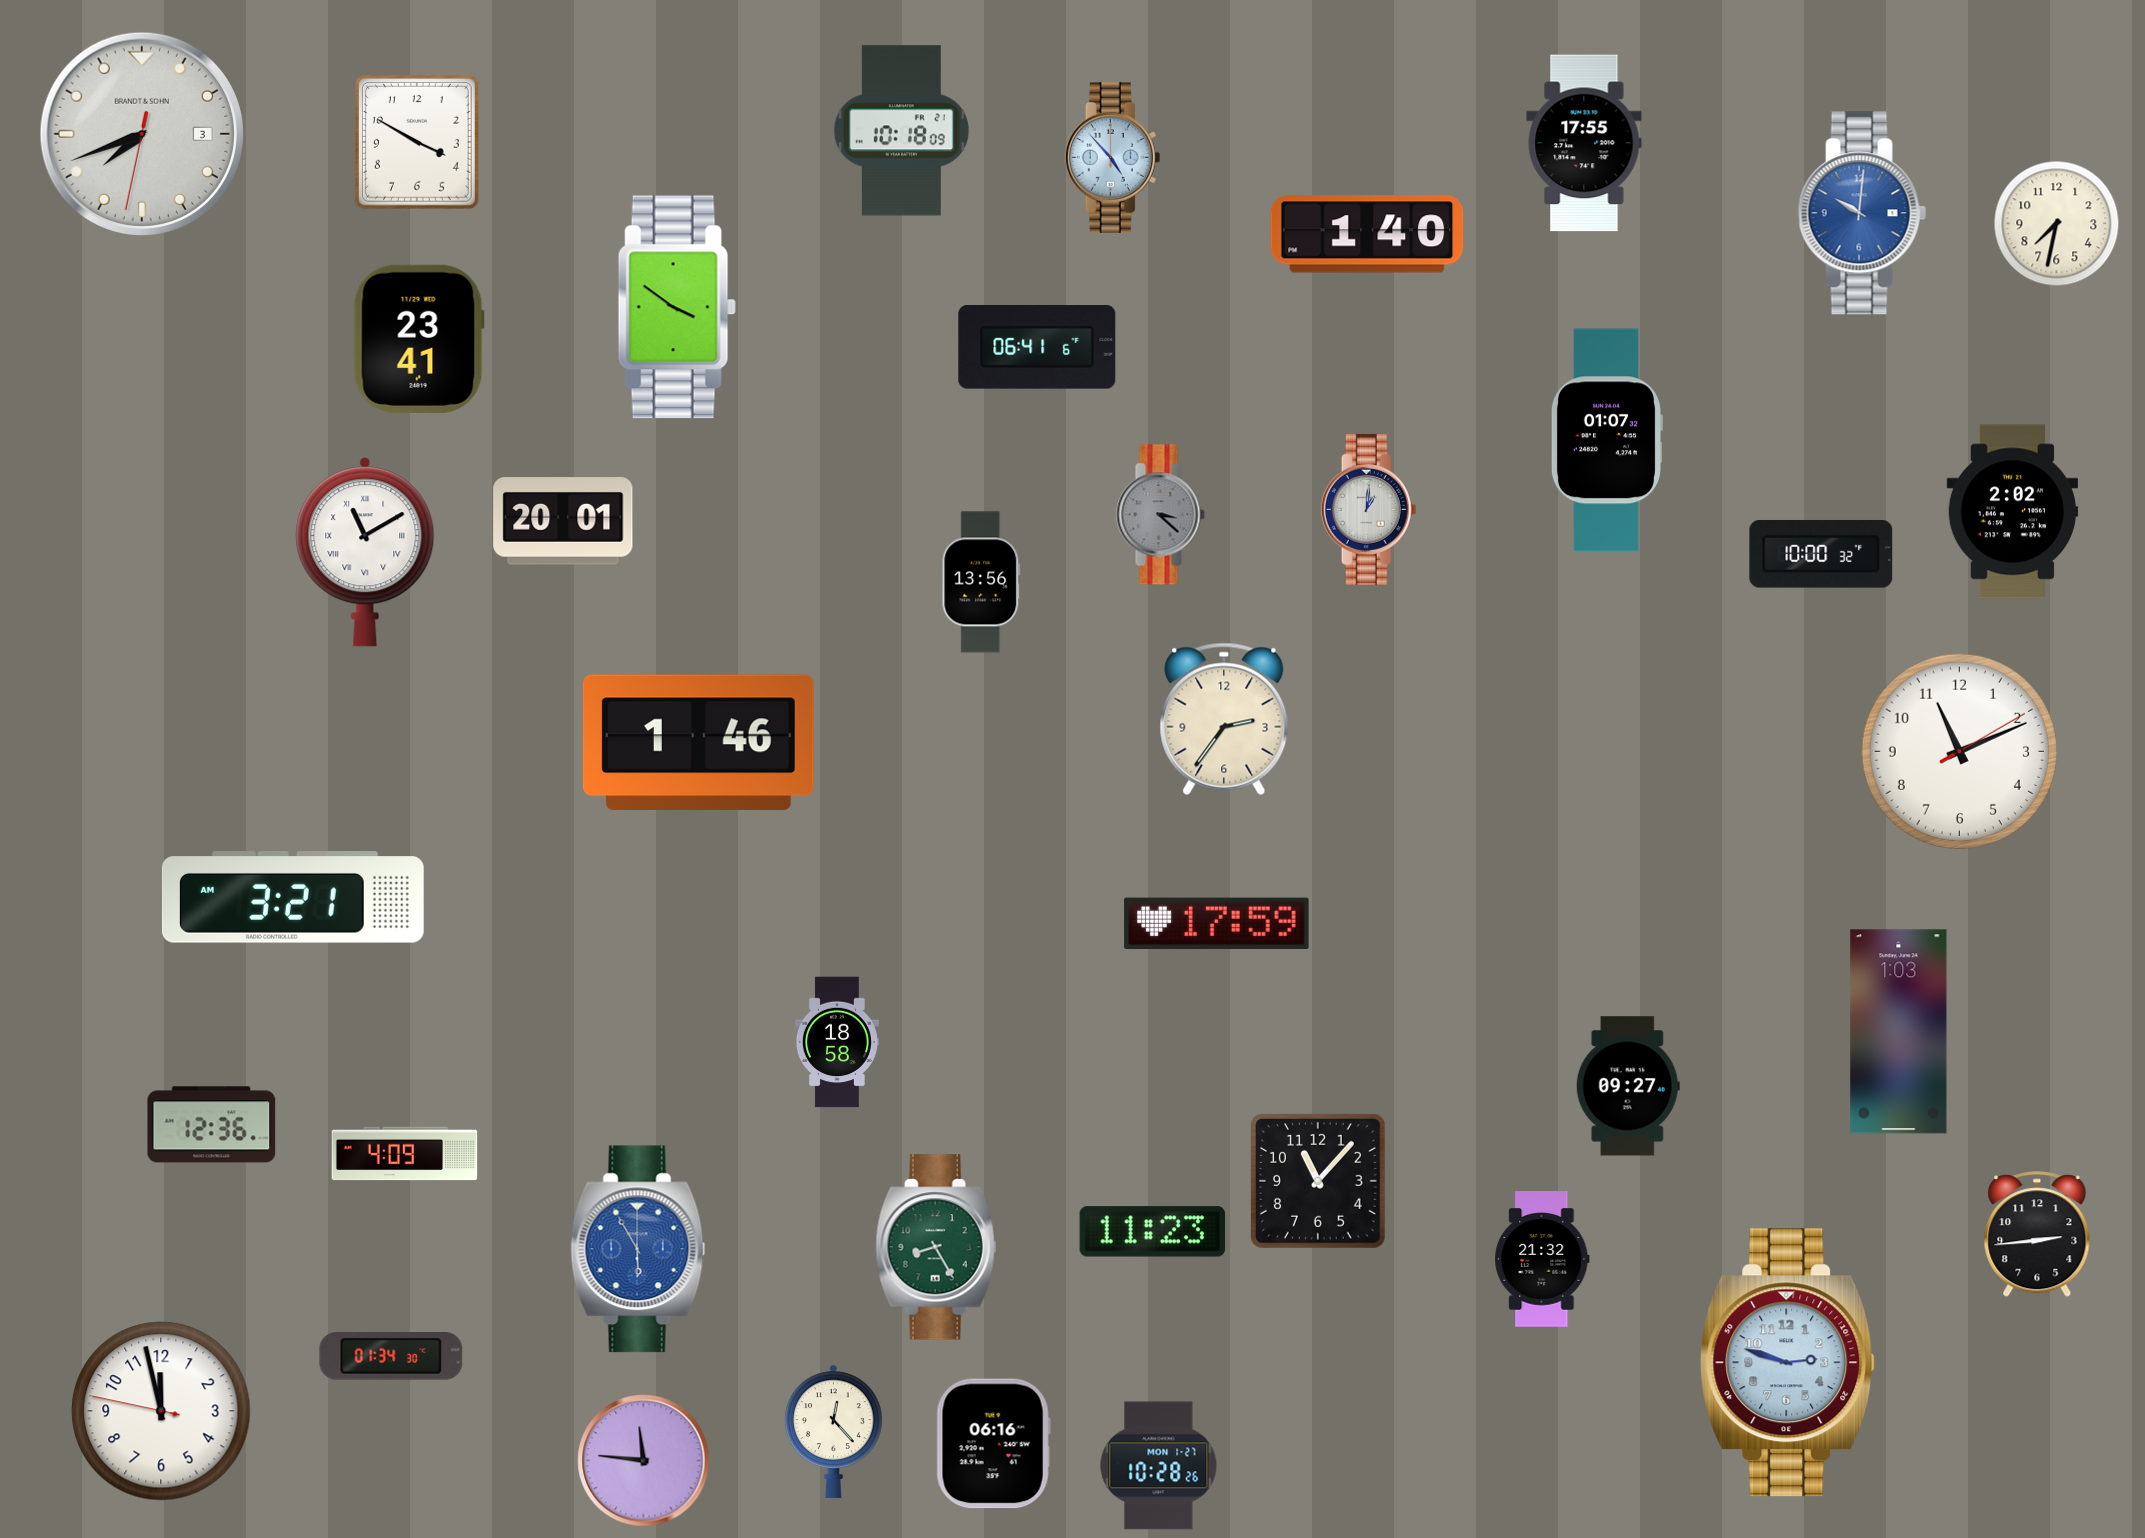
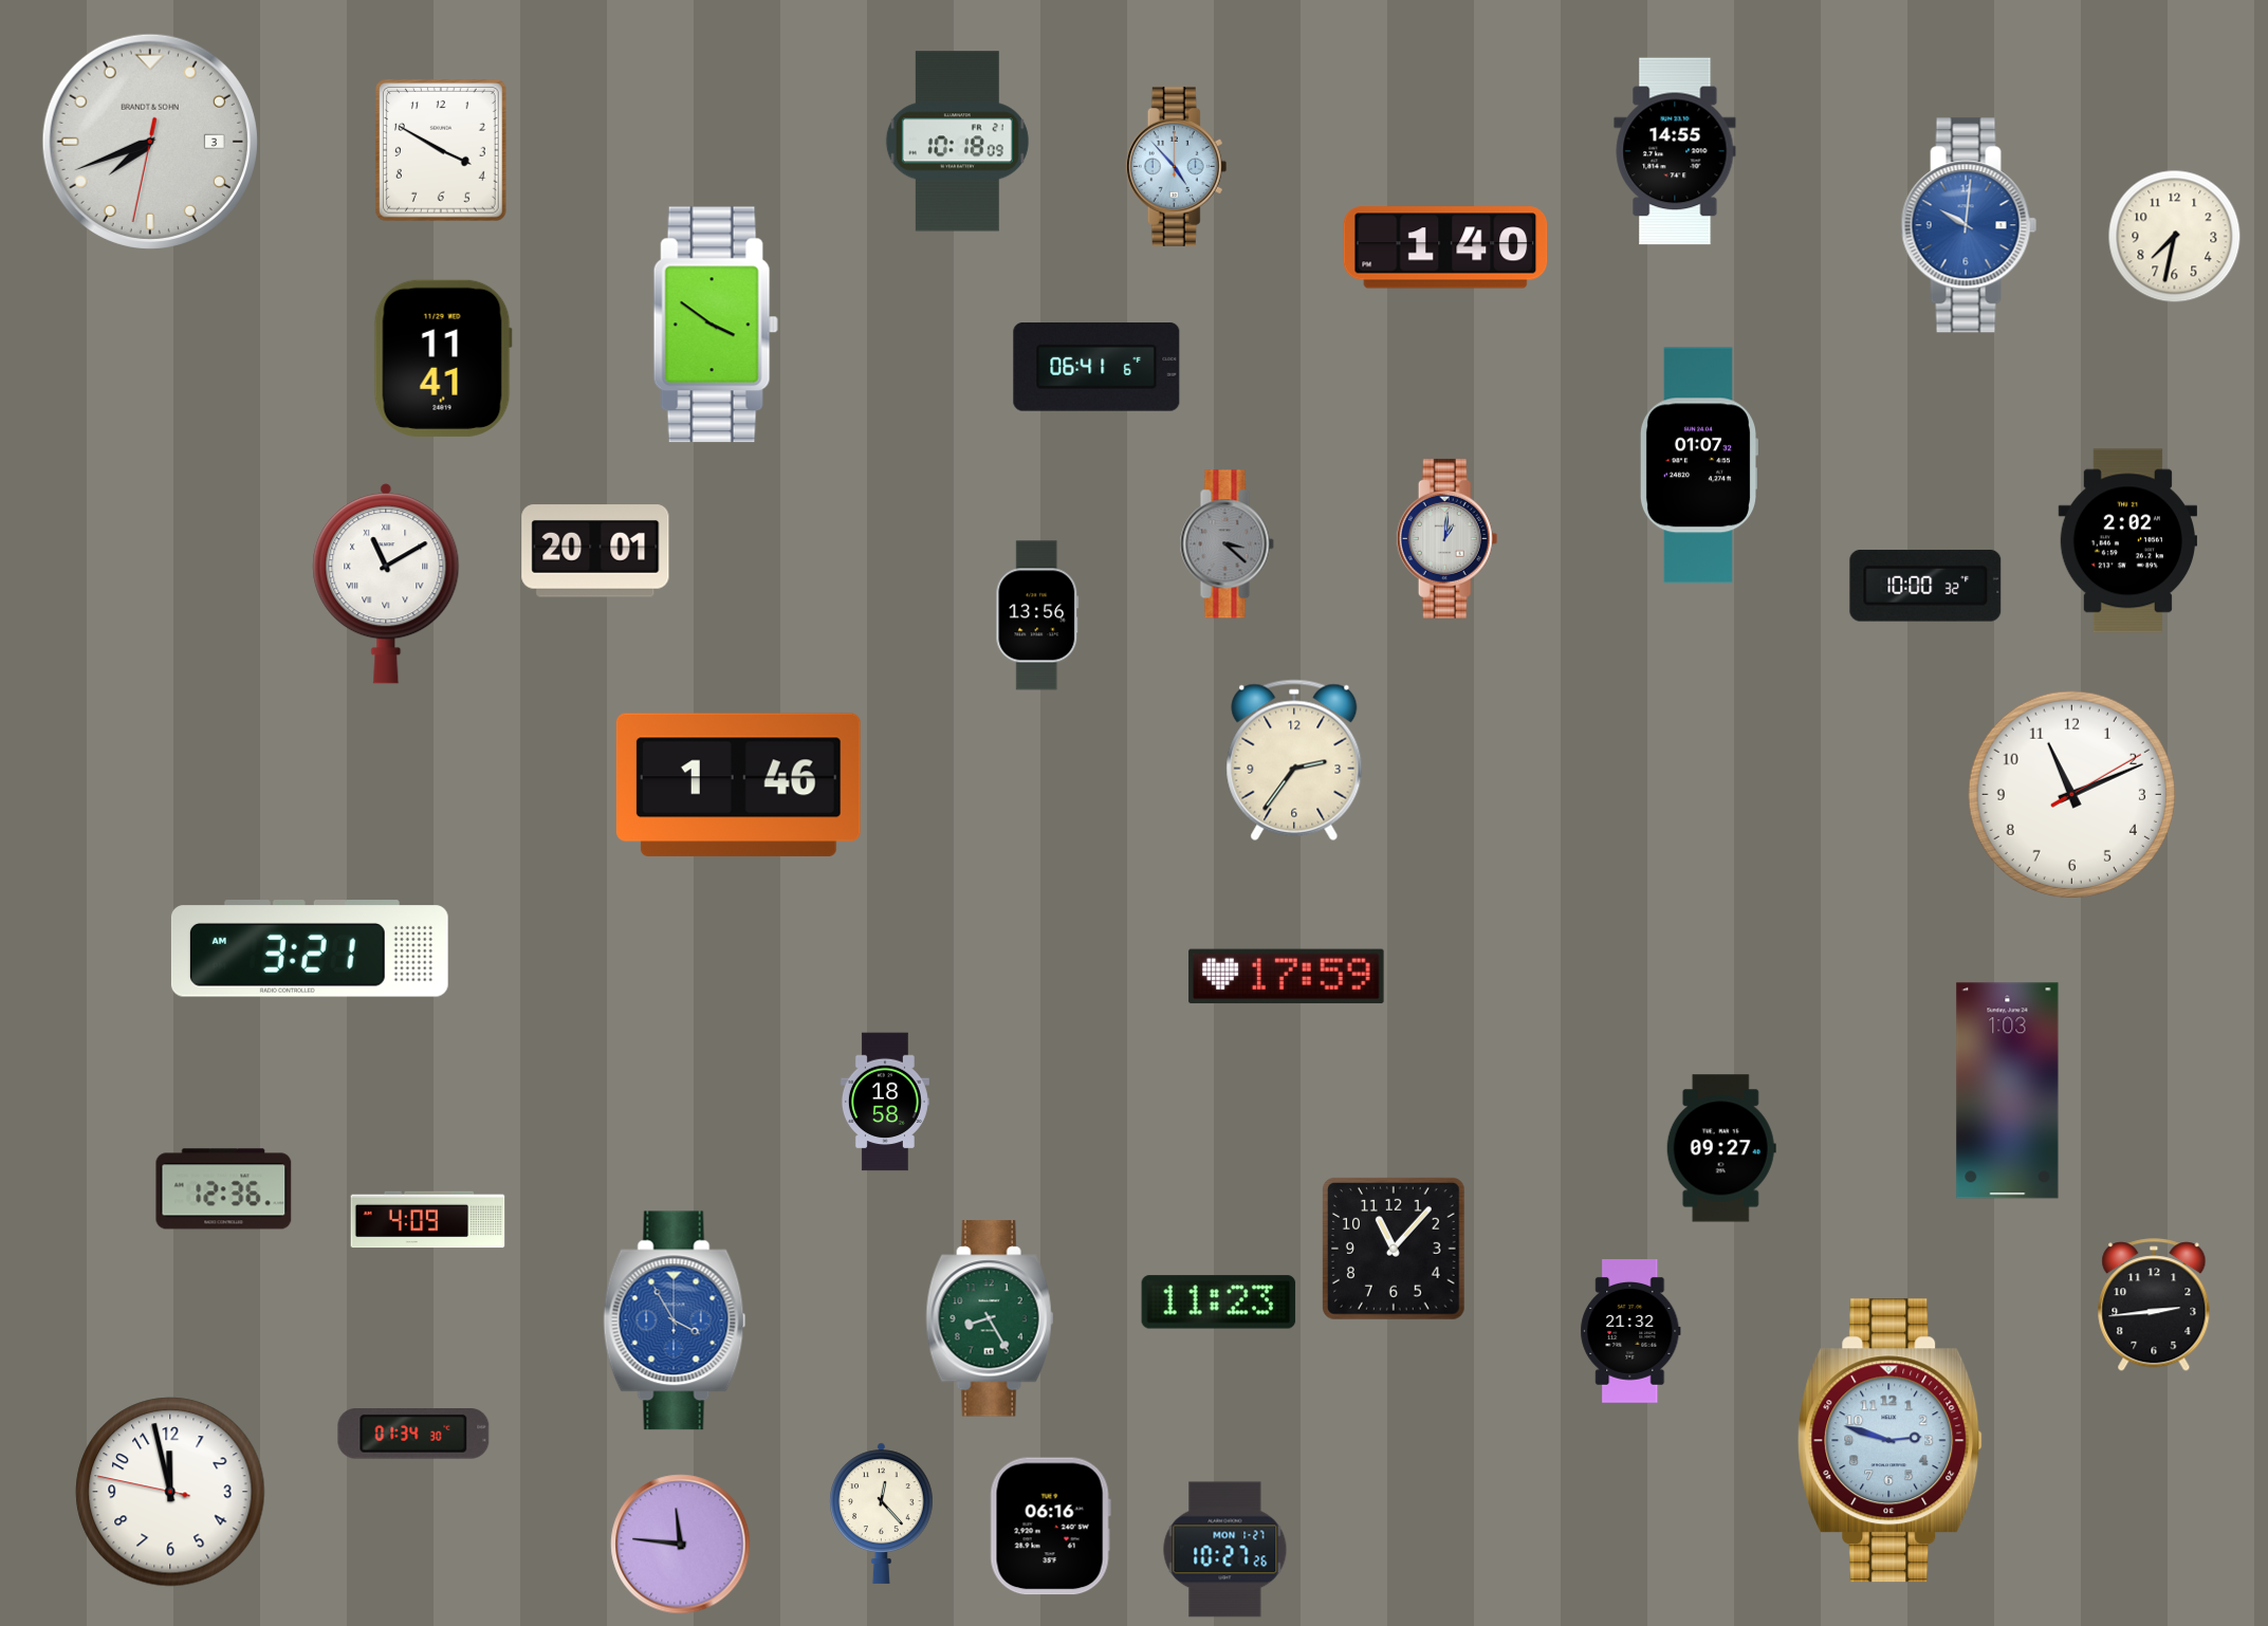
clock at (901, 131) position: (901, 131) -> (957, 142)
clock at (1584, 143): 17:55 -> 14:55
clock at (419, 339): 23:41 -> 11:41
clock at (638, 1249): 5:55 -> 3:55
clock at (1159, 1466): 10:28 -> 10:27
